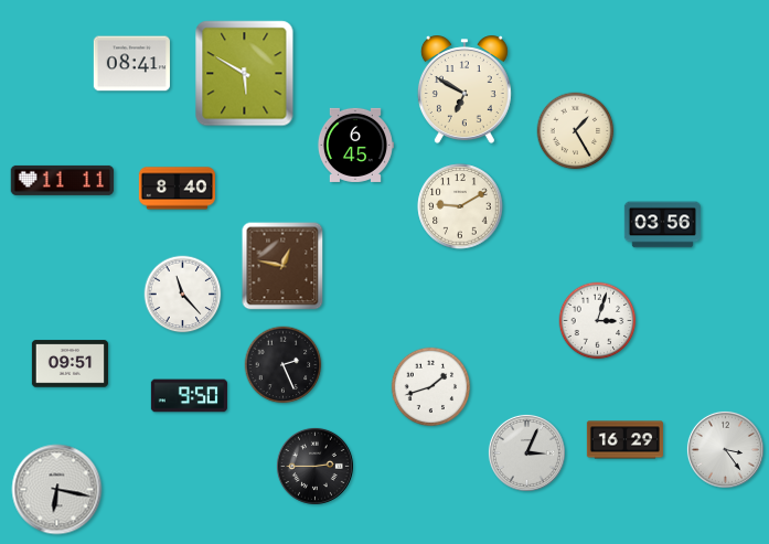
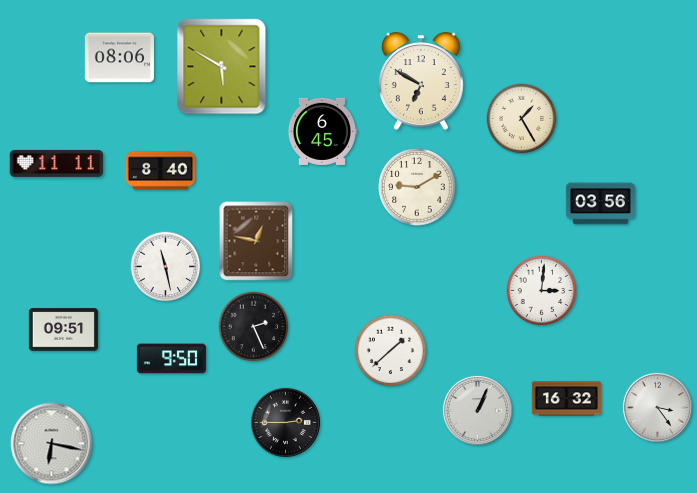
clock at (131, 64): 08:41 -> 08:06
clock at (183, 295): 11:23 -> 11:28
clock at (598, 321): 3:03 -> 3:01
clock at (284, 365) position: (284, 365) -> (254, 327)
clock at (431, 387): 1:42 -> 1:38
clock at (624, 440): 16:29 -> 16:32
clock at (526, 452): 3:04 -> 1:04
